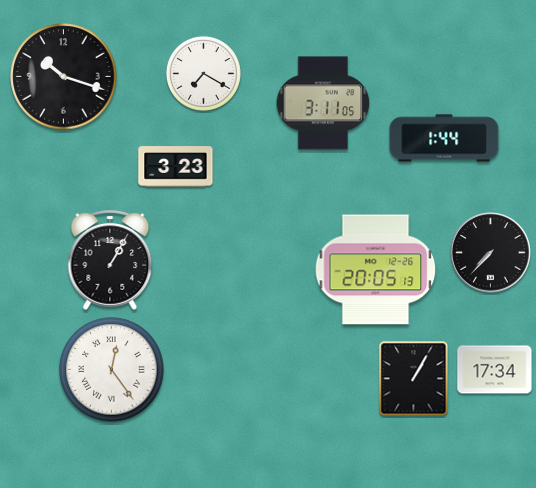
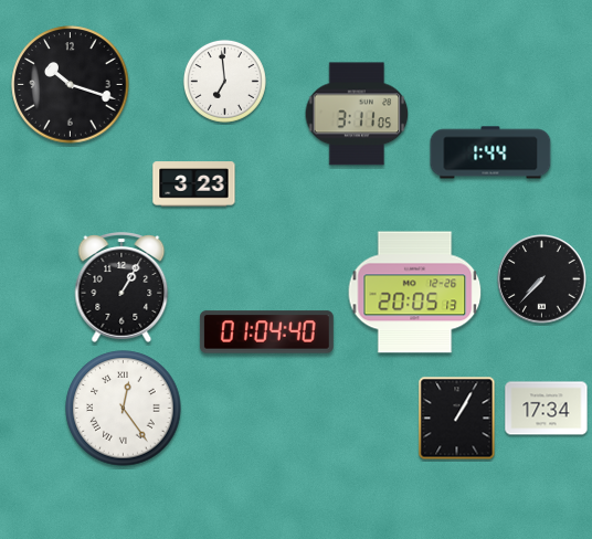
clock at (203, 73): 7:20 -> 6:59
clock at (376, 270) position: (376, 270) -> (415, 293)
clock at (266, 332): none -> 01:04
